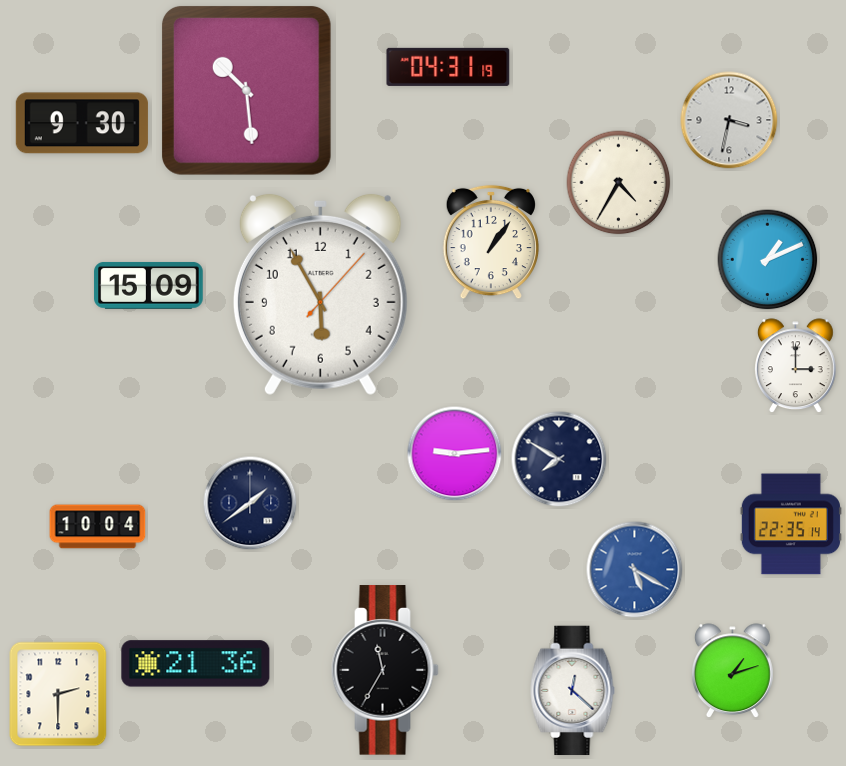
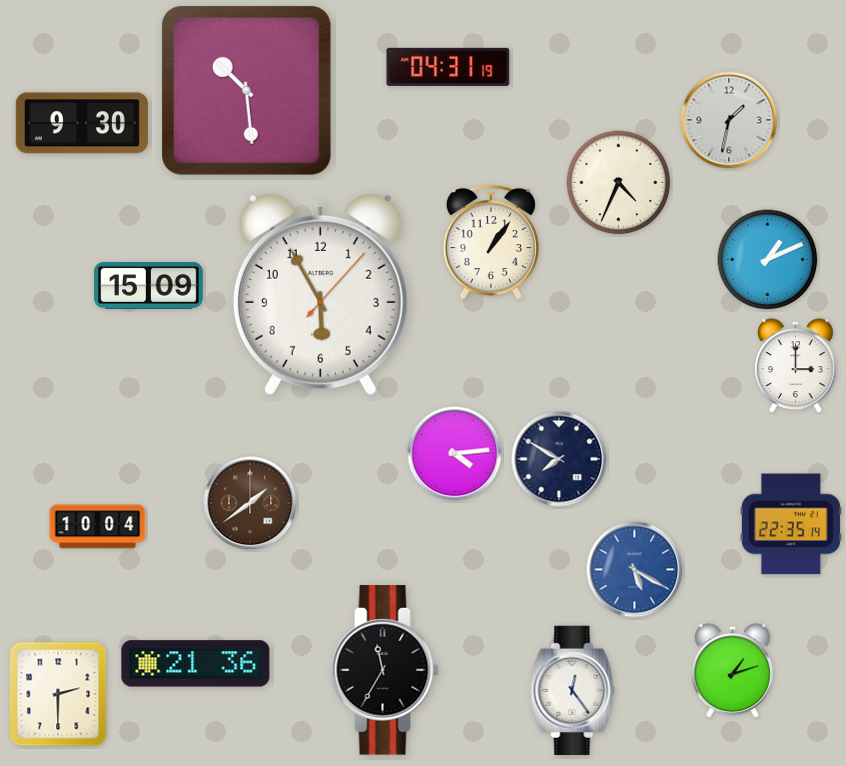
clock at (729, 120): 3:32 -> 1:32
clock at (619, 183): 4:35 -> 4:34
clock at (455, 454): 9:14 -> 4:14
clock at (250, 503) dial: navy -> brown
clock at (573, 691): 12:22 -> 12:24
